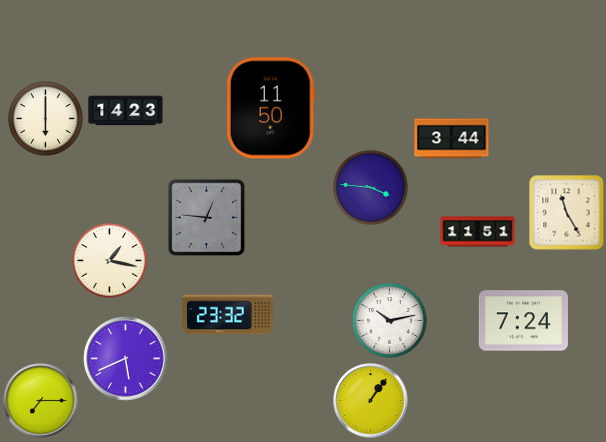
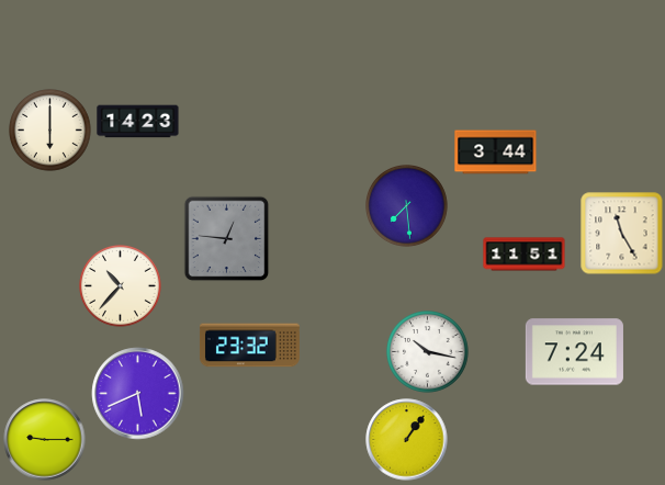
clock at (271, 108): 11:50 -> none
clock at (371, 188): 3:46 -> 7:29
clock at (110, 261): 1:17 -> 10:37
clock at (390, 321): 10:13 -> 10:17
clock at (41, 401): 7:15 -> 9:15
